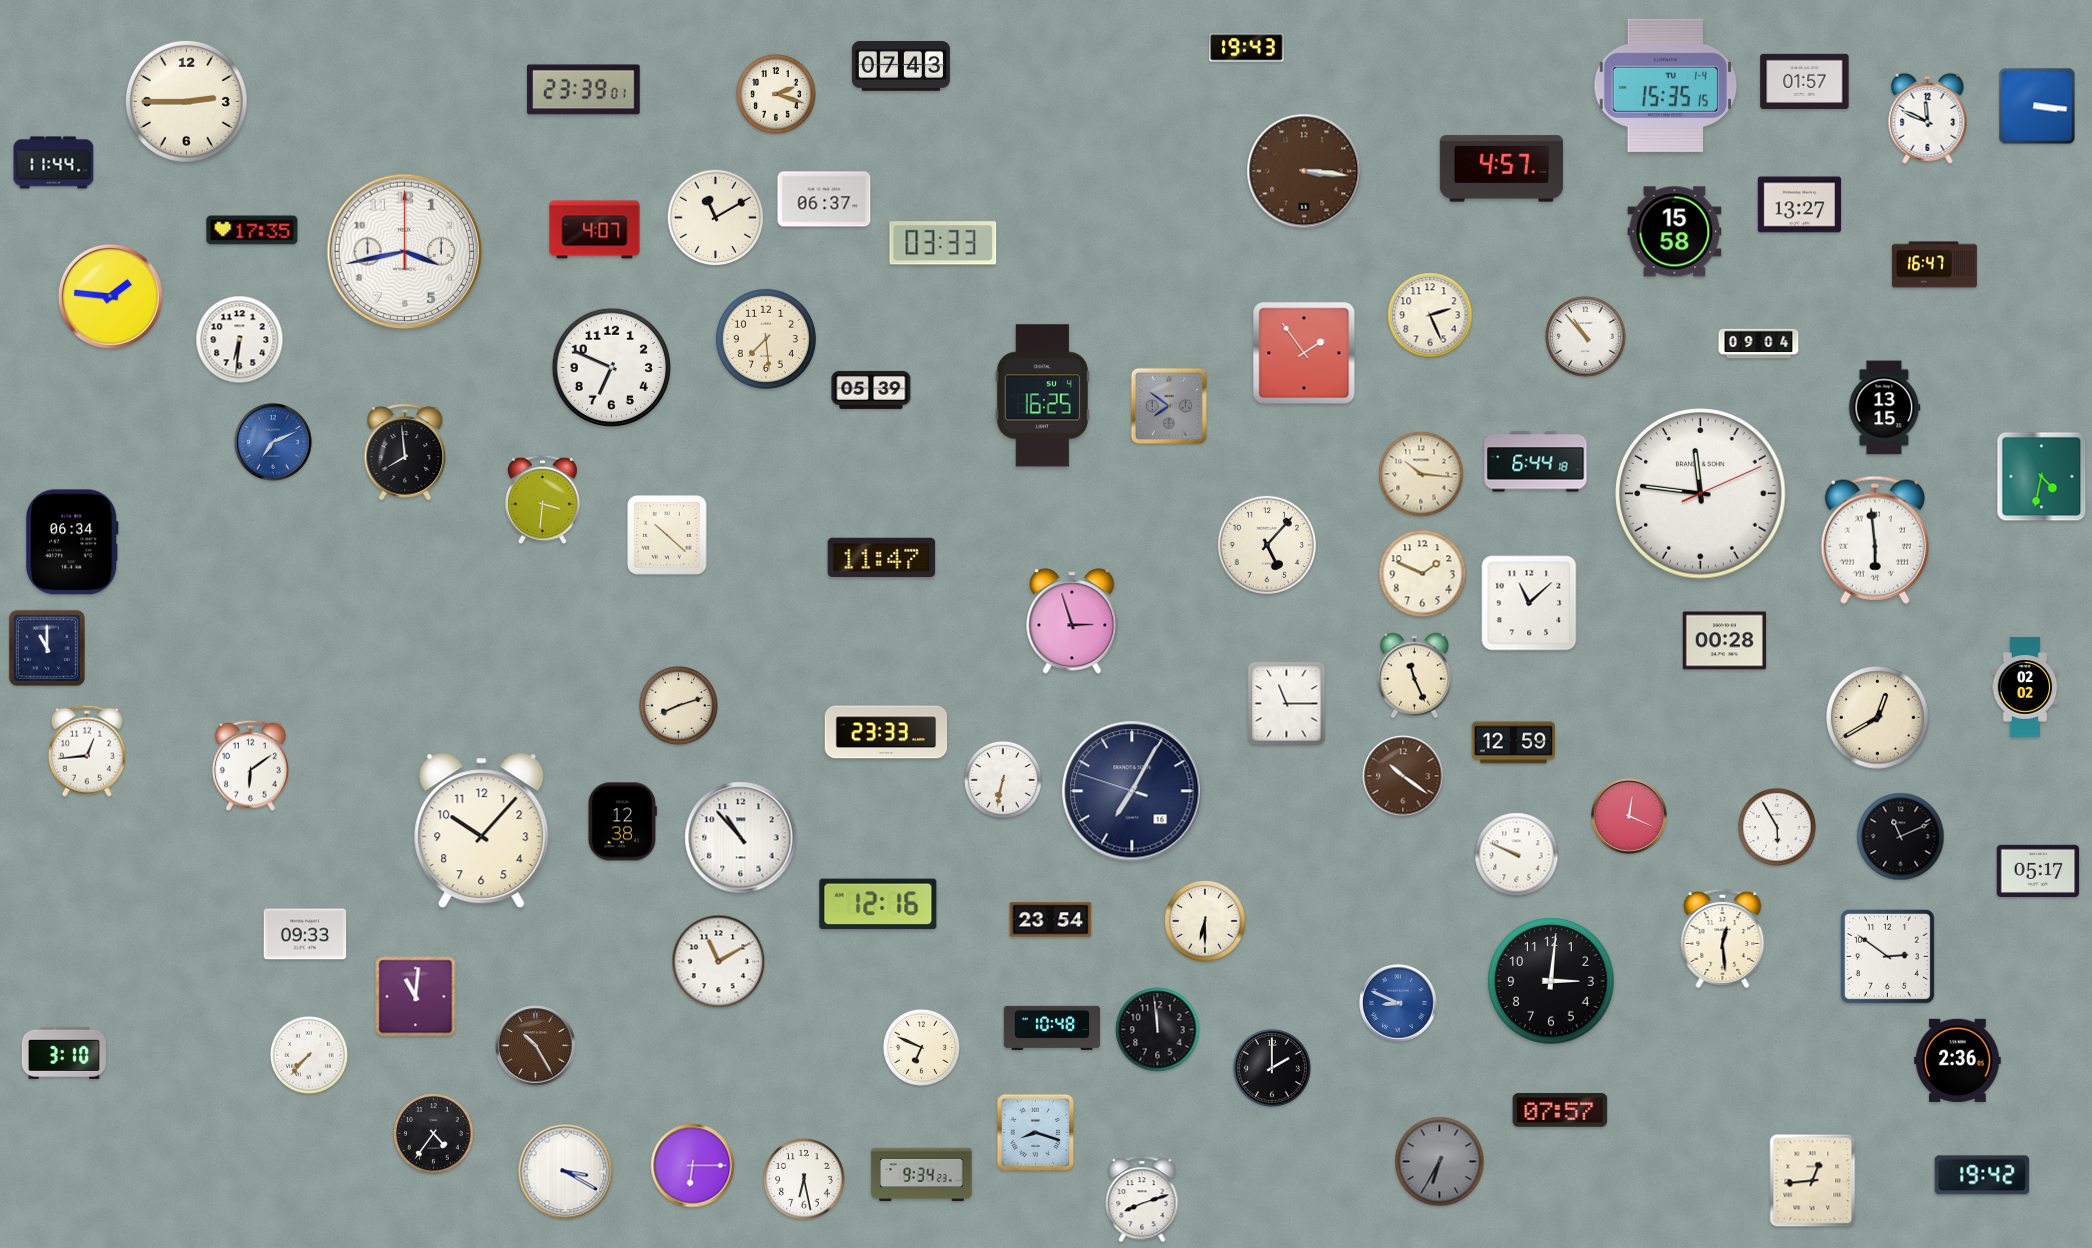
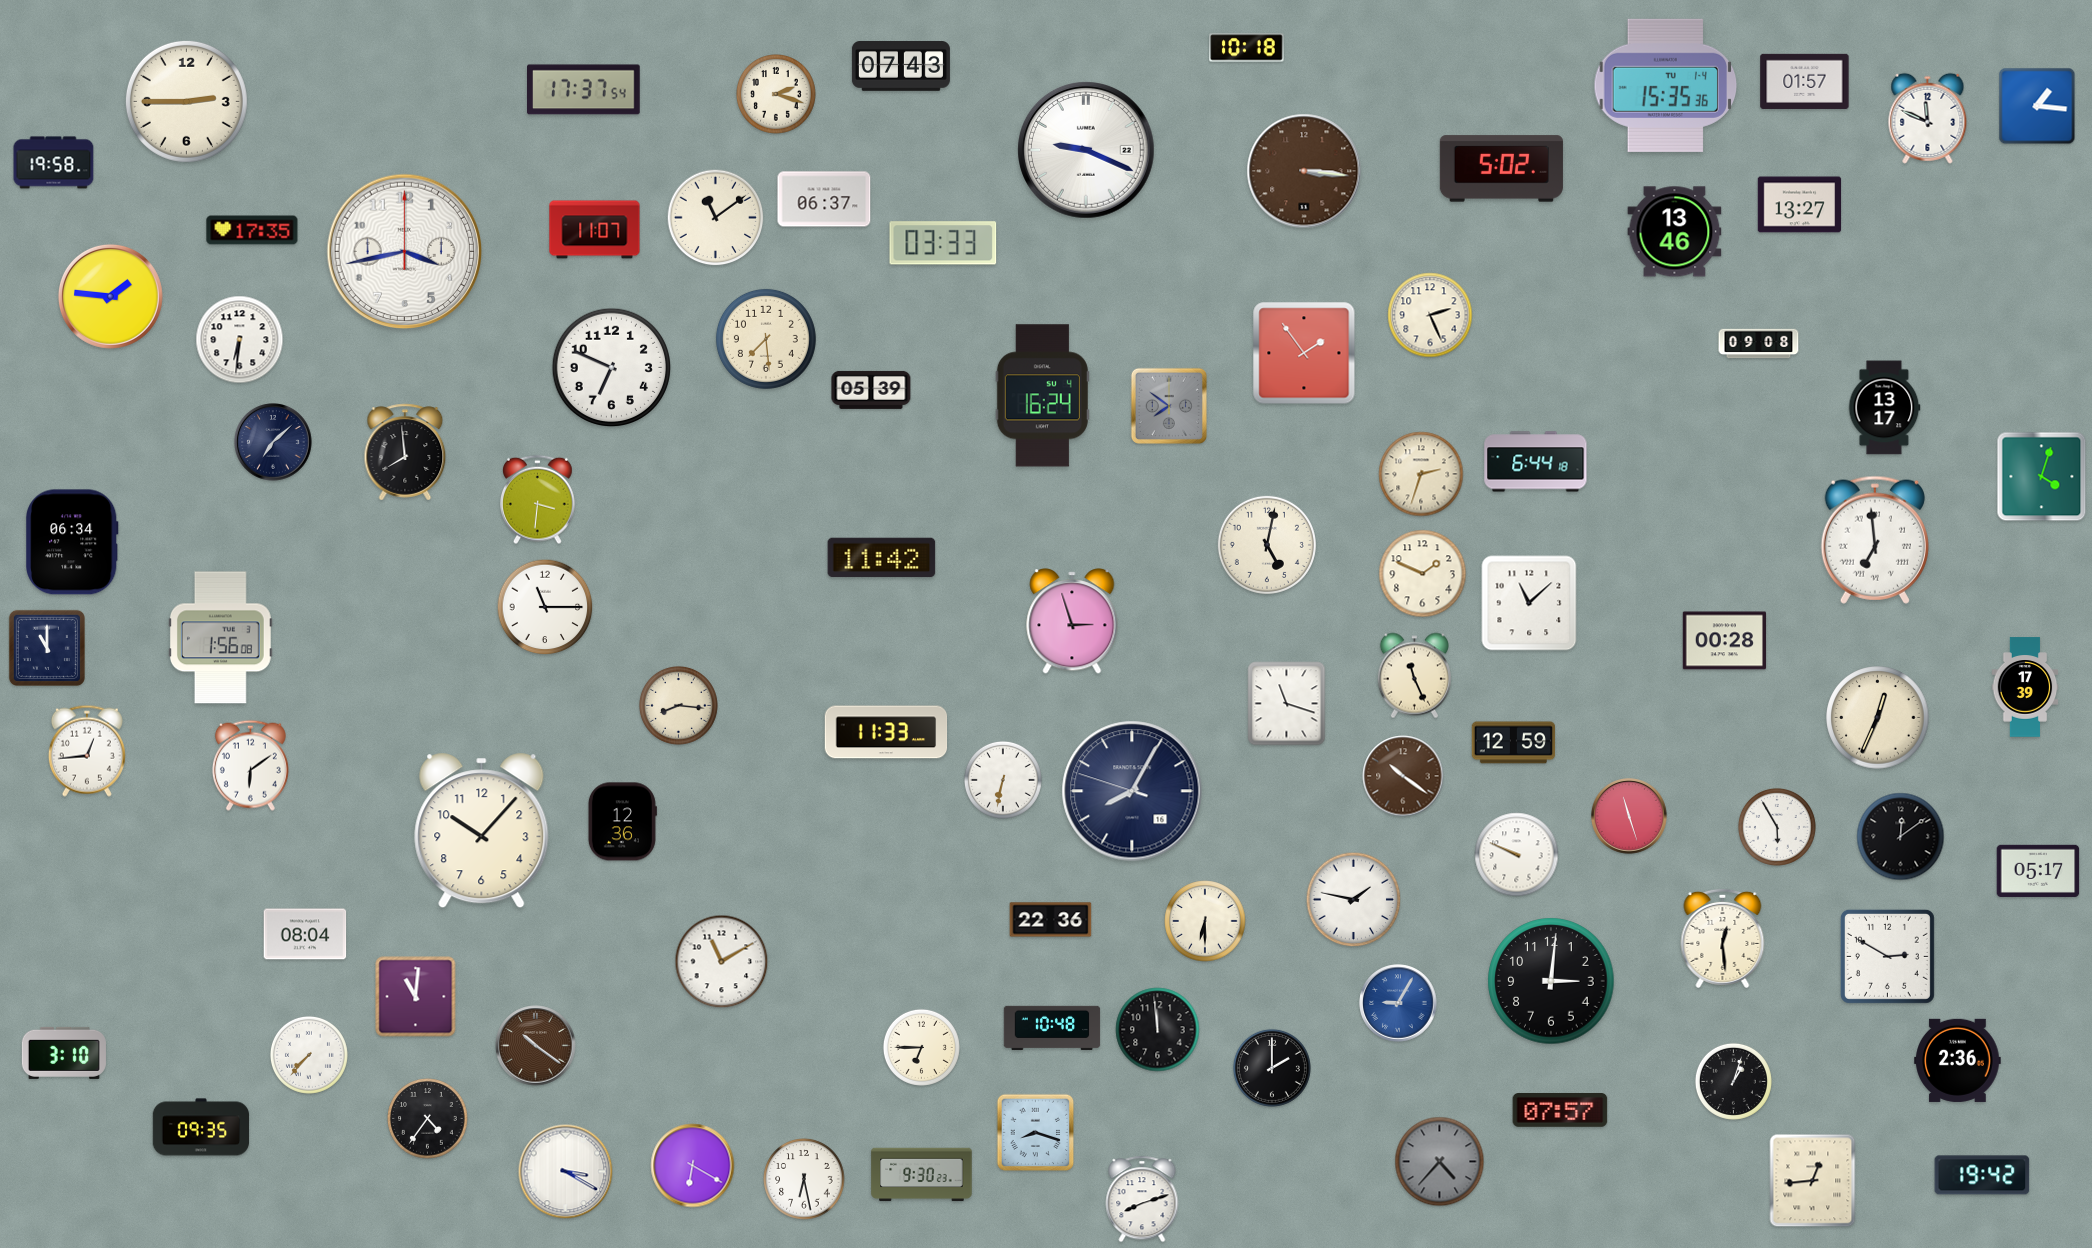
clock at (1247, 48): 19:43 -> 10:18
clock at (1666, 85): 15:35:15 -> 15:35:36
clock at (584, 90): 23:39 -> 17:37
clock at (2037, 106): 3:16 -> 1:16
clock at (1087, 151): none -> 9:19
clock at (54, 163): 11:44 -> 19:58
clock at (1501, 169): 4:57 -> 5:02
clock at (716, 218): 11:10 -> 11:09
clock at (595, 230): 4:07 -> 11:07
clock at (1675, 232): 15:58 -> 13:46
clock at (1934, 265): 16:47 -> none
clock at (1586, 337): 10:53 -> none
clock at (1759, 344): 09:04 -> 09:08
clock at (1042, 396): 16:25 -> 16:24
clock at (1884, 408): 13:15 -> 13:17
clock at (273, 442): 7:11 -> 7:08
clock at (273, 442) dial: blue -> navy
clock at (1421, 474): 10:16 -> 2:33
clock at (2042, 477): 4:32 -> 4:03
clock at (1701, 494): 11:46 -> none
clock at (543, 500) position: (543, 500) -> (538, 500)
clock at (667, 535): 10:22 -> none
clock at (1875, 540): 5:59 -> 6:59
clock at (1267, 545): 5:07 -> 5:02
clock at (882, 558): 11:47 -> 11:42
clock at (545, 607): none -> 11:15
clock at (220, 638): none -> 1:56
clock at (2025, 687): 02:02 -> 17:39
clock at (1287, 704): 11:15 -> 11:18
clock at (678, 705): 8:12 -> 8:16
clock at (1878, 718): 12:40 -> 12:34
clock at (886, 732): 23:33 -> 11:33
clock at (1132, 791): 7:04 -> 8:04
clock at (1630, 817): 12:19 -> 11:27
clock at (622, 822): 12:38 -> 12:36
clock at (1901, 837): 11:11 -> 12:09
clock at (741, 838): 10:53 -> none
clock at (1354, 900): none -> 1:47
clock at (878, 904): 12:16 -> none
clock at (1051, 920): 23:54 -> 22:36
clock at (305, 934): 09:33 -> 08:04
clock at (1887, 956): 2:51 -> 2:50
clock at (719, 962) position: (719, 962) -> (722, 962)
clock at (1398, 1003): 8:49 -> 9:05
clock at (536, 1046): 10:25 -> 10:21
clock at (921, 1047): 6:49 -> 6:45
clock at (1733, 1081): none -> 1:03
clock at (201, 1127): none -> 09:35
clock at (434, 1134) position: (434, 1134) -> (428, 1119)
clock at (1440, 1162): 6:35 -> 4:37
clock at (693, 1166): 6:15 -> 6:20
clock at (922, 1175): 9:34 -> 9:30
